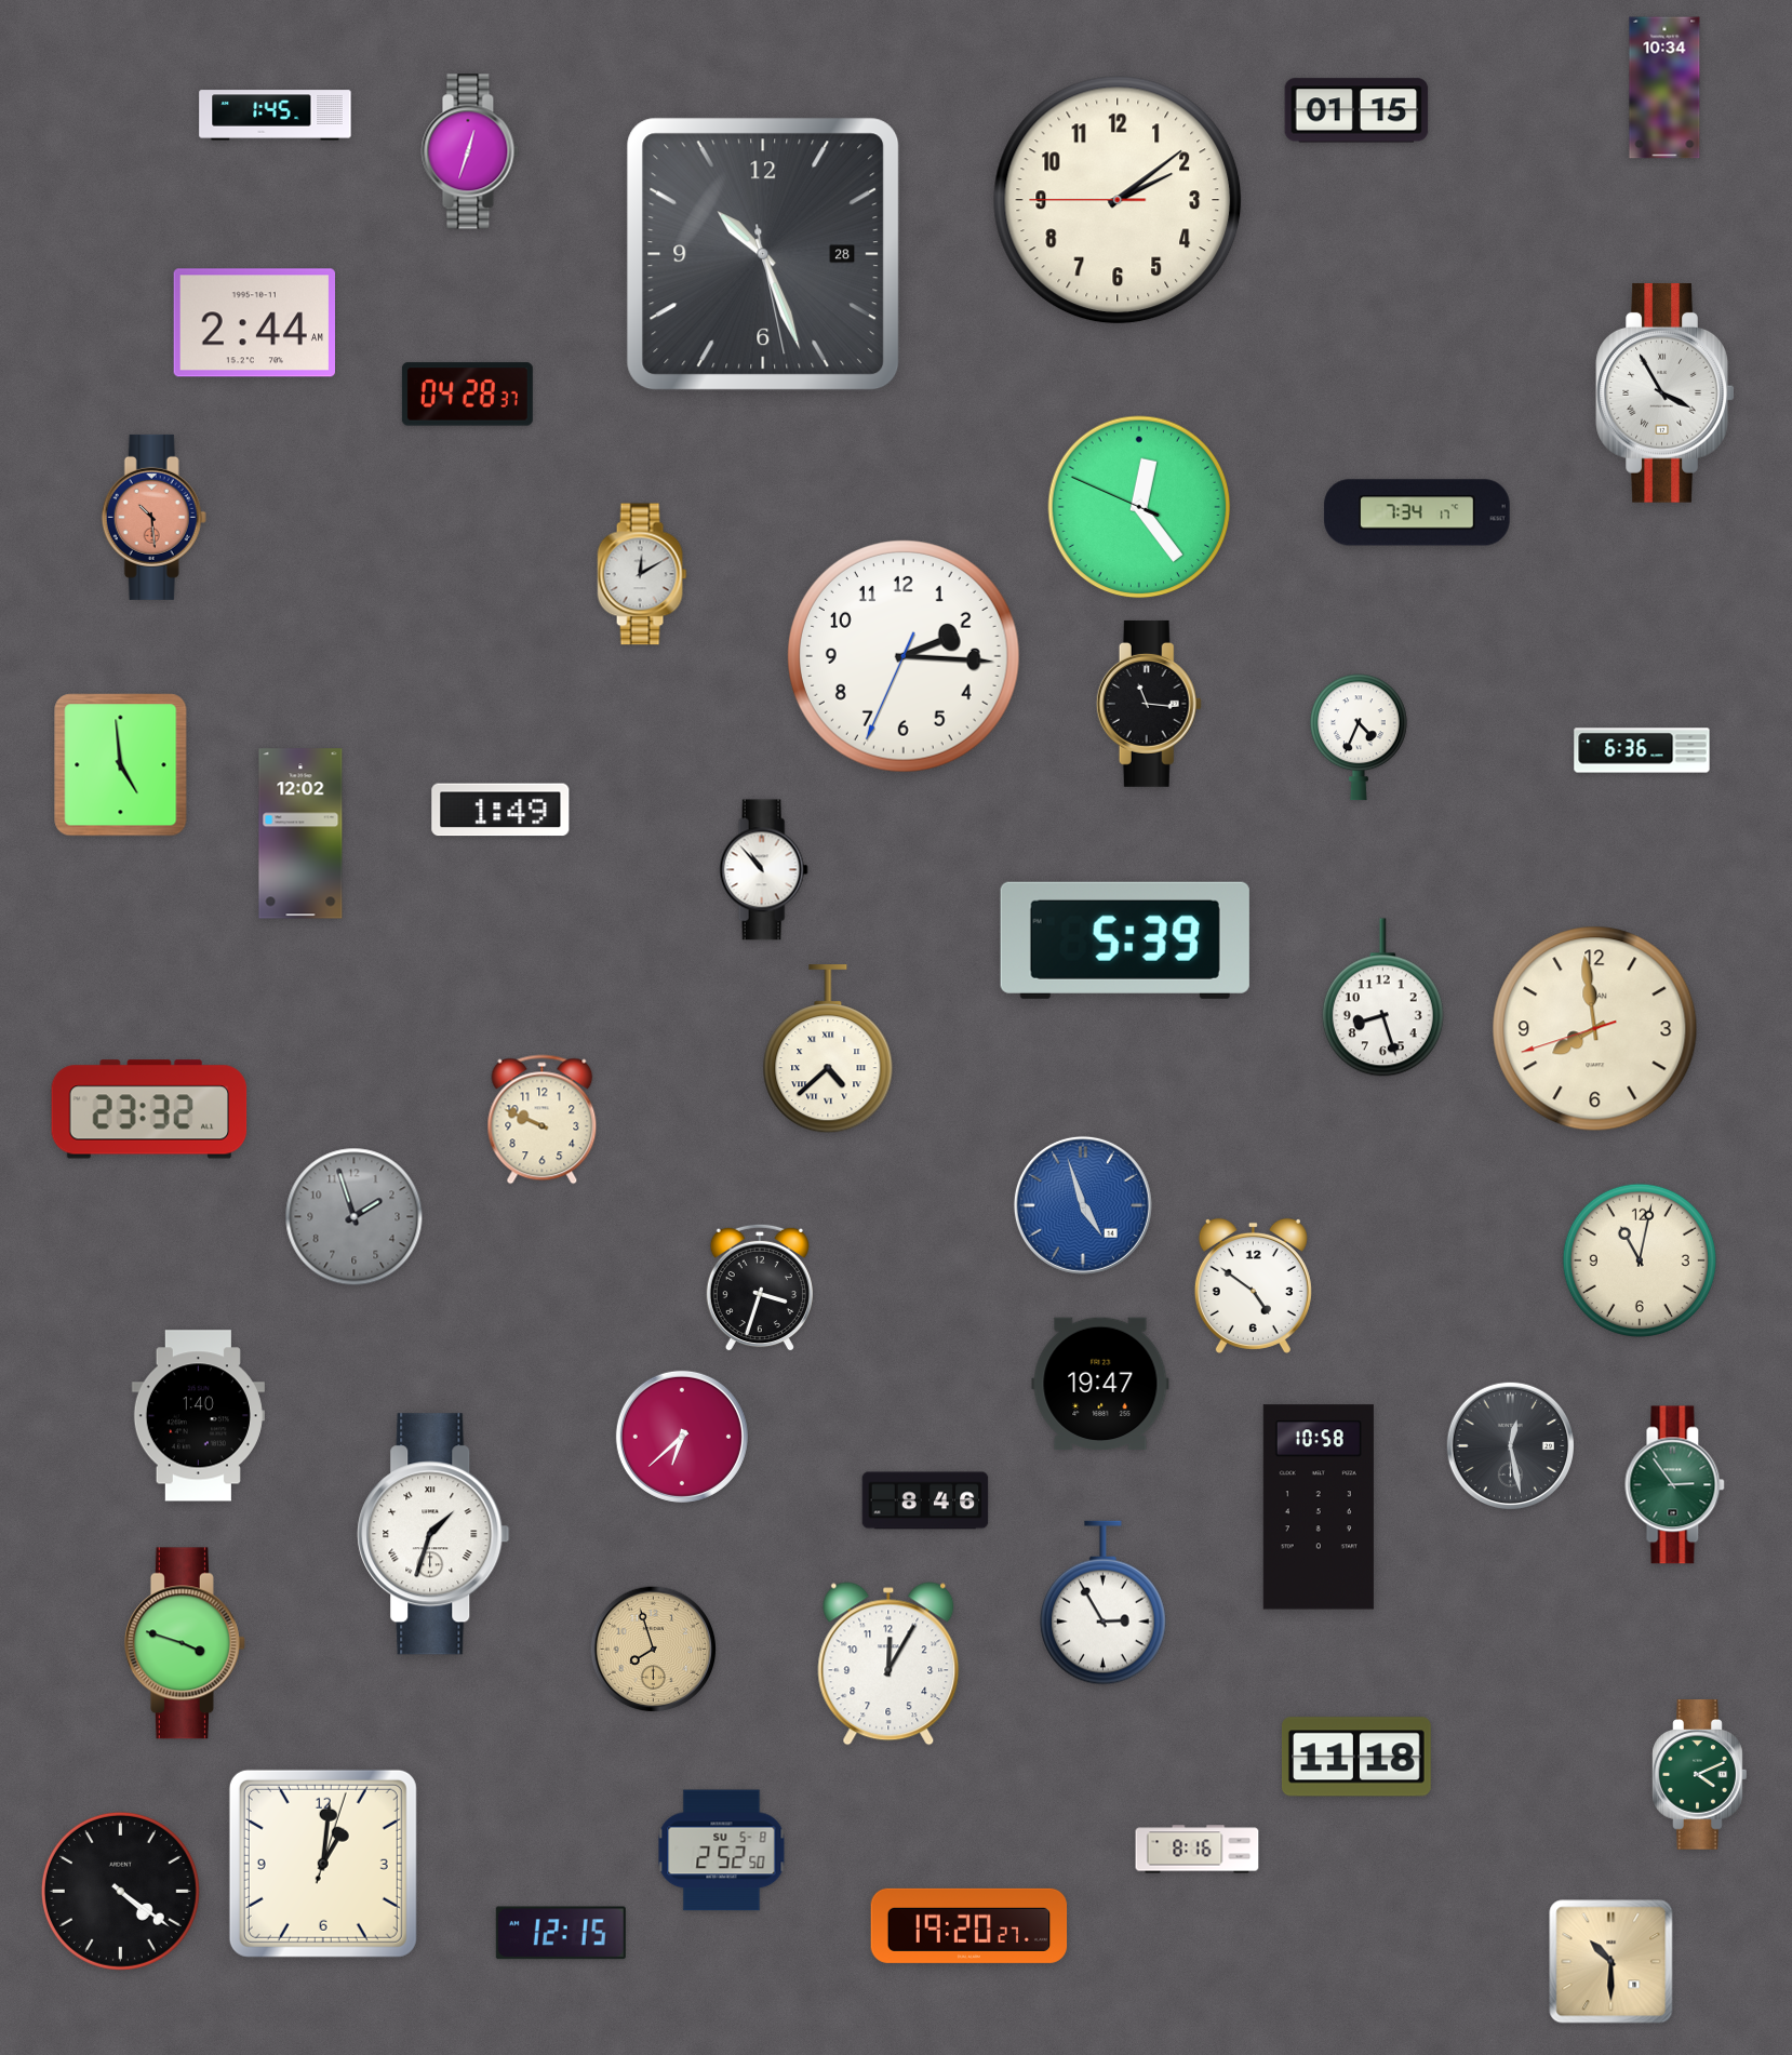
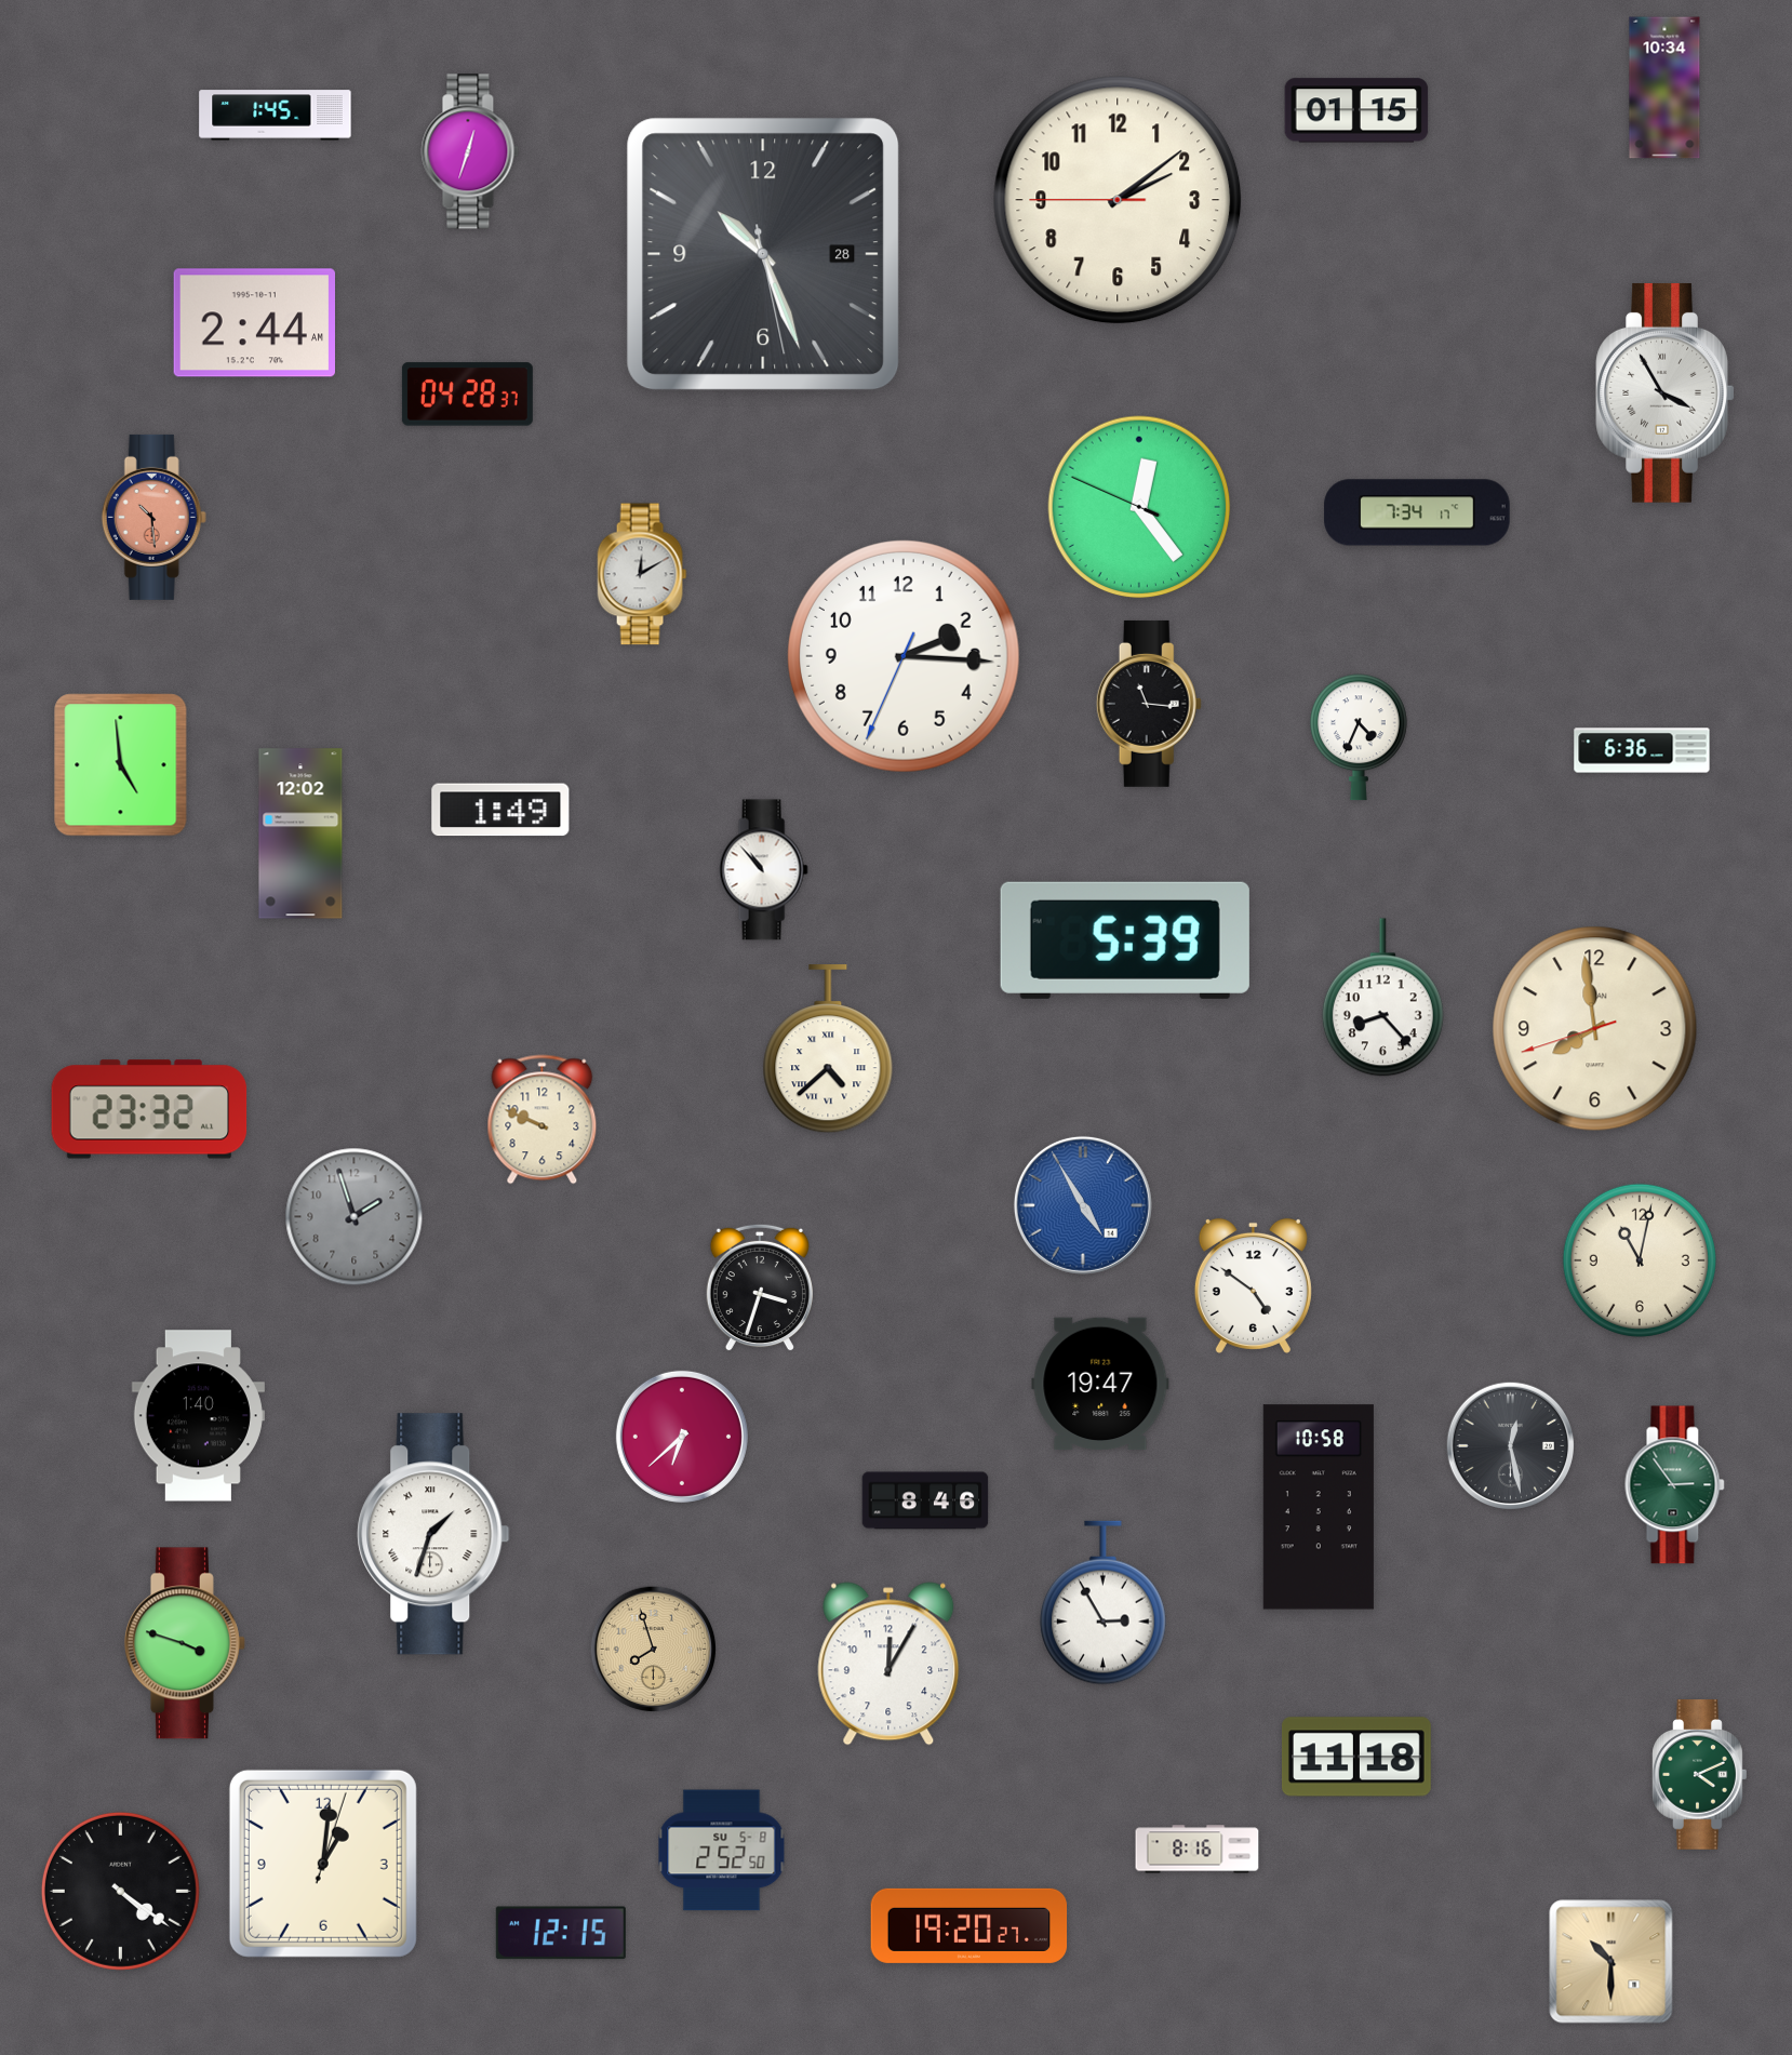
clock at (1382, 998): 8:27 -> 8:23
clock at (1083, 1205): 4:57 -> 4:55
